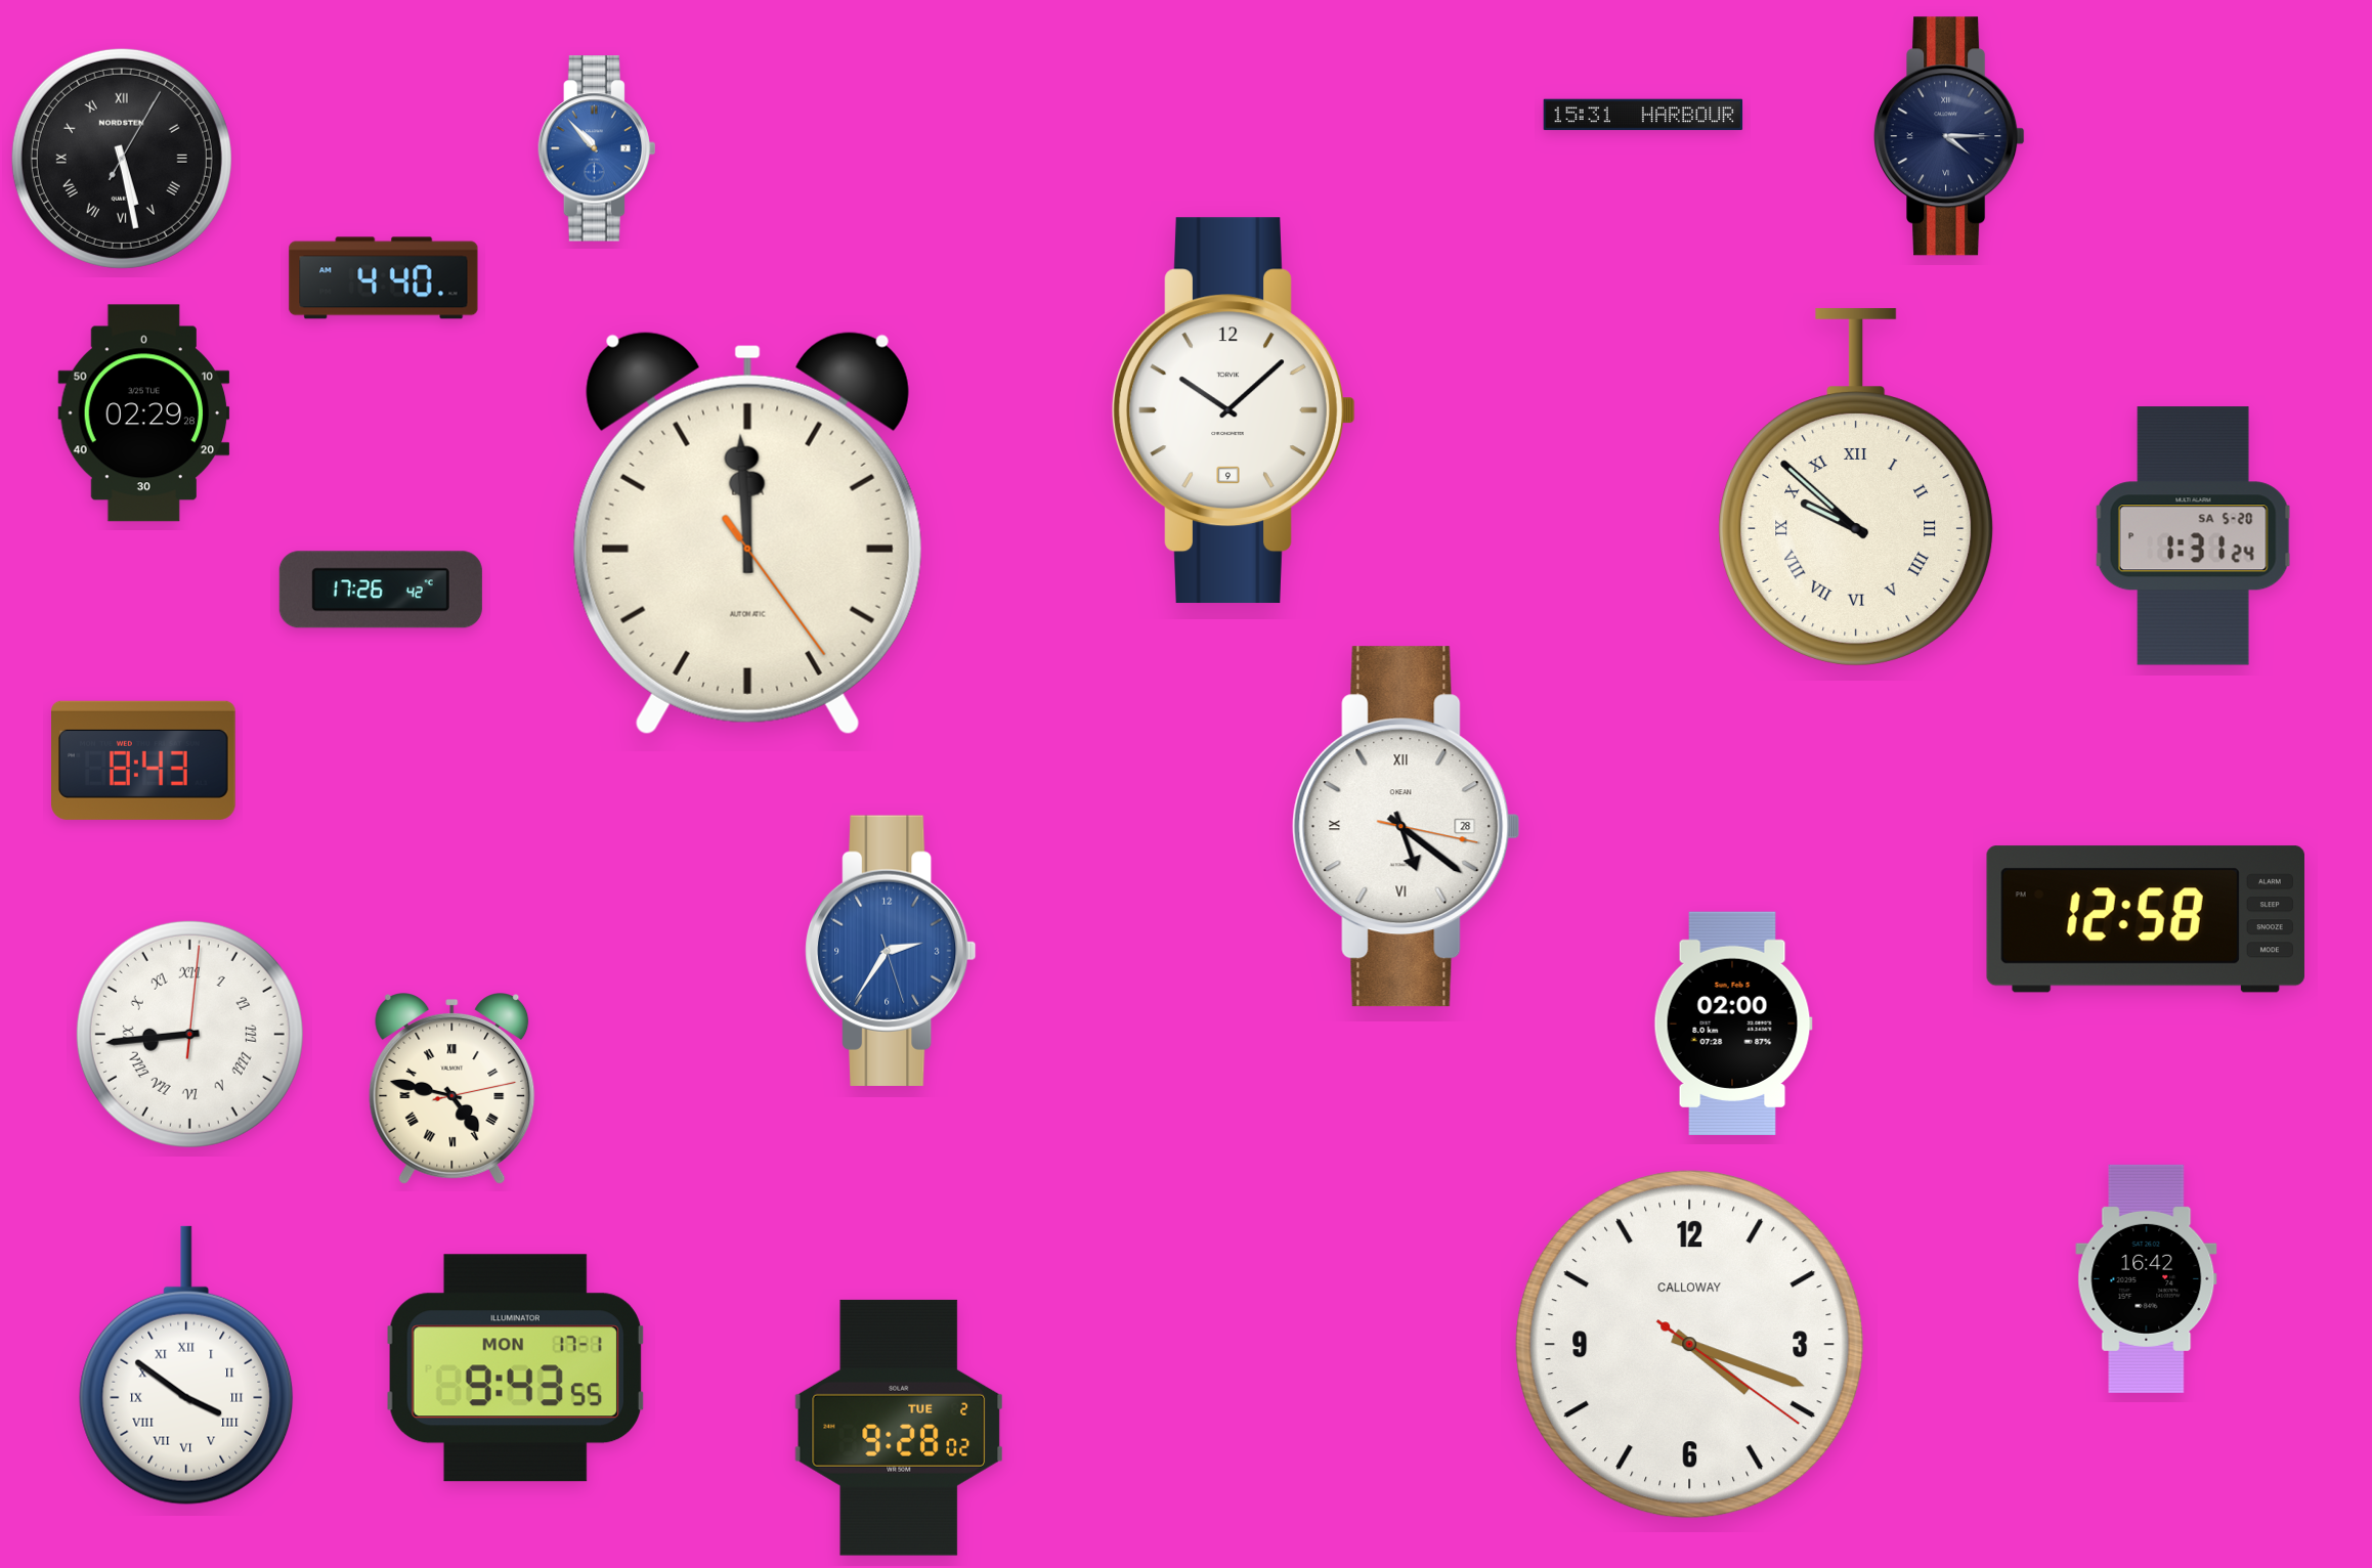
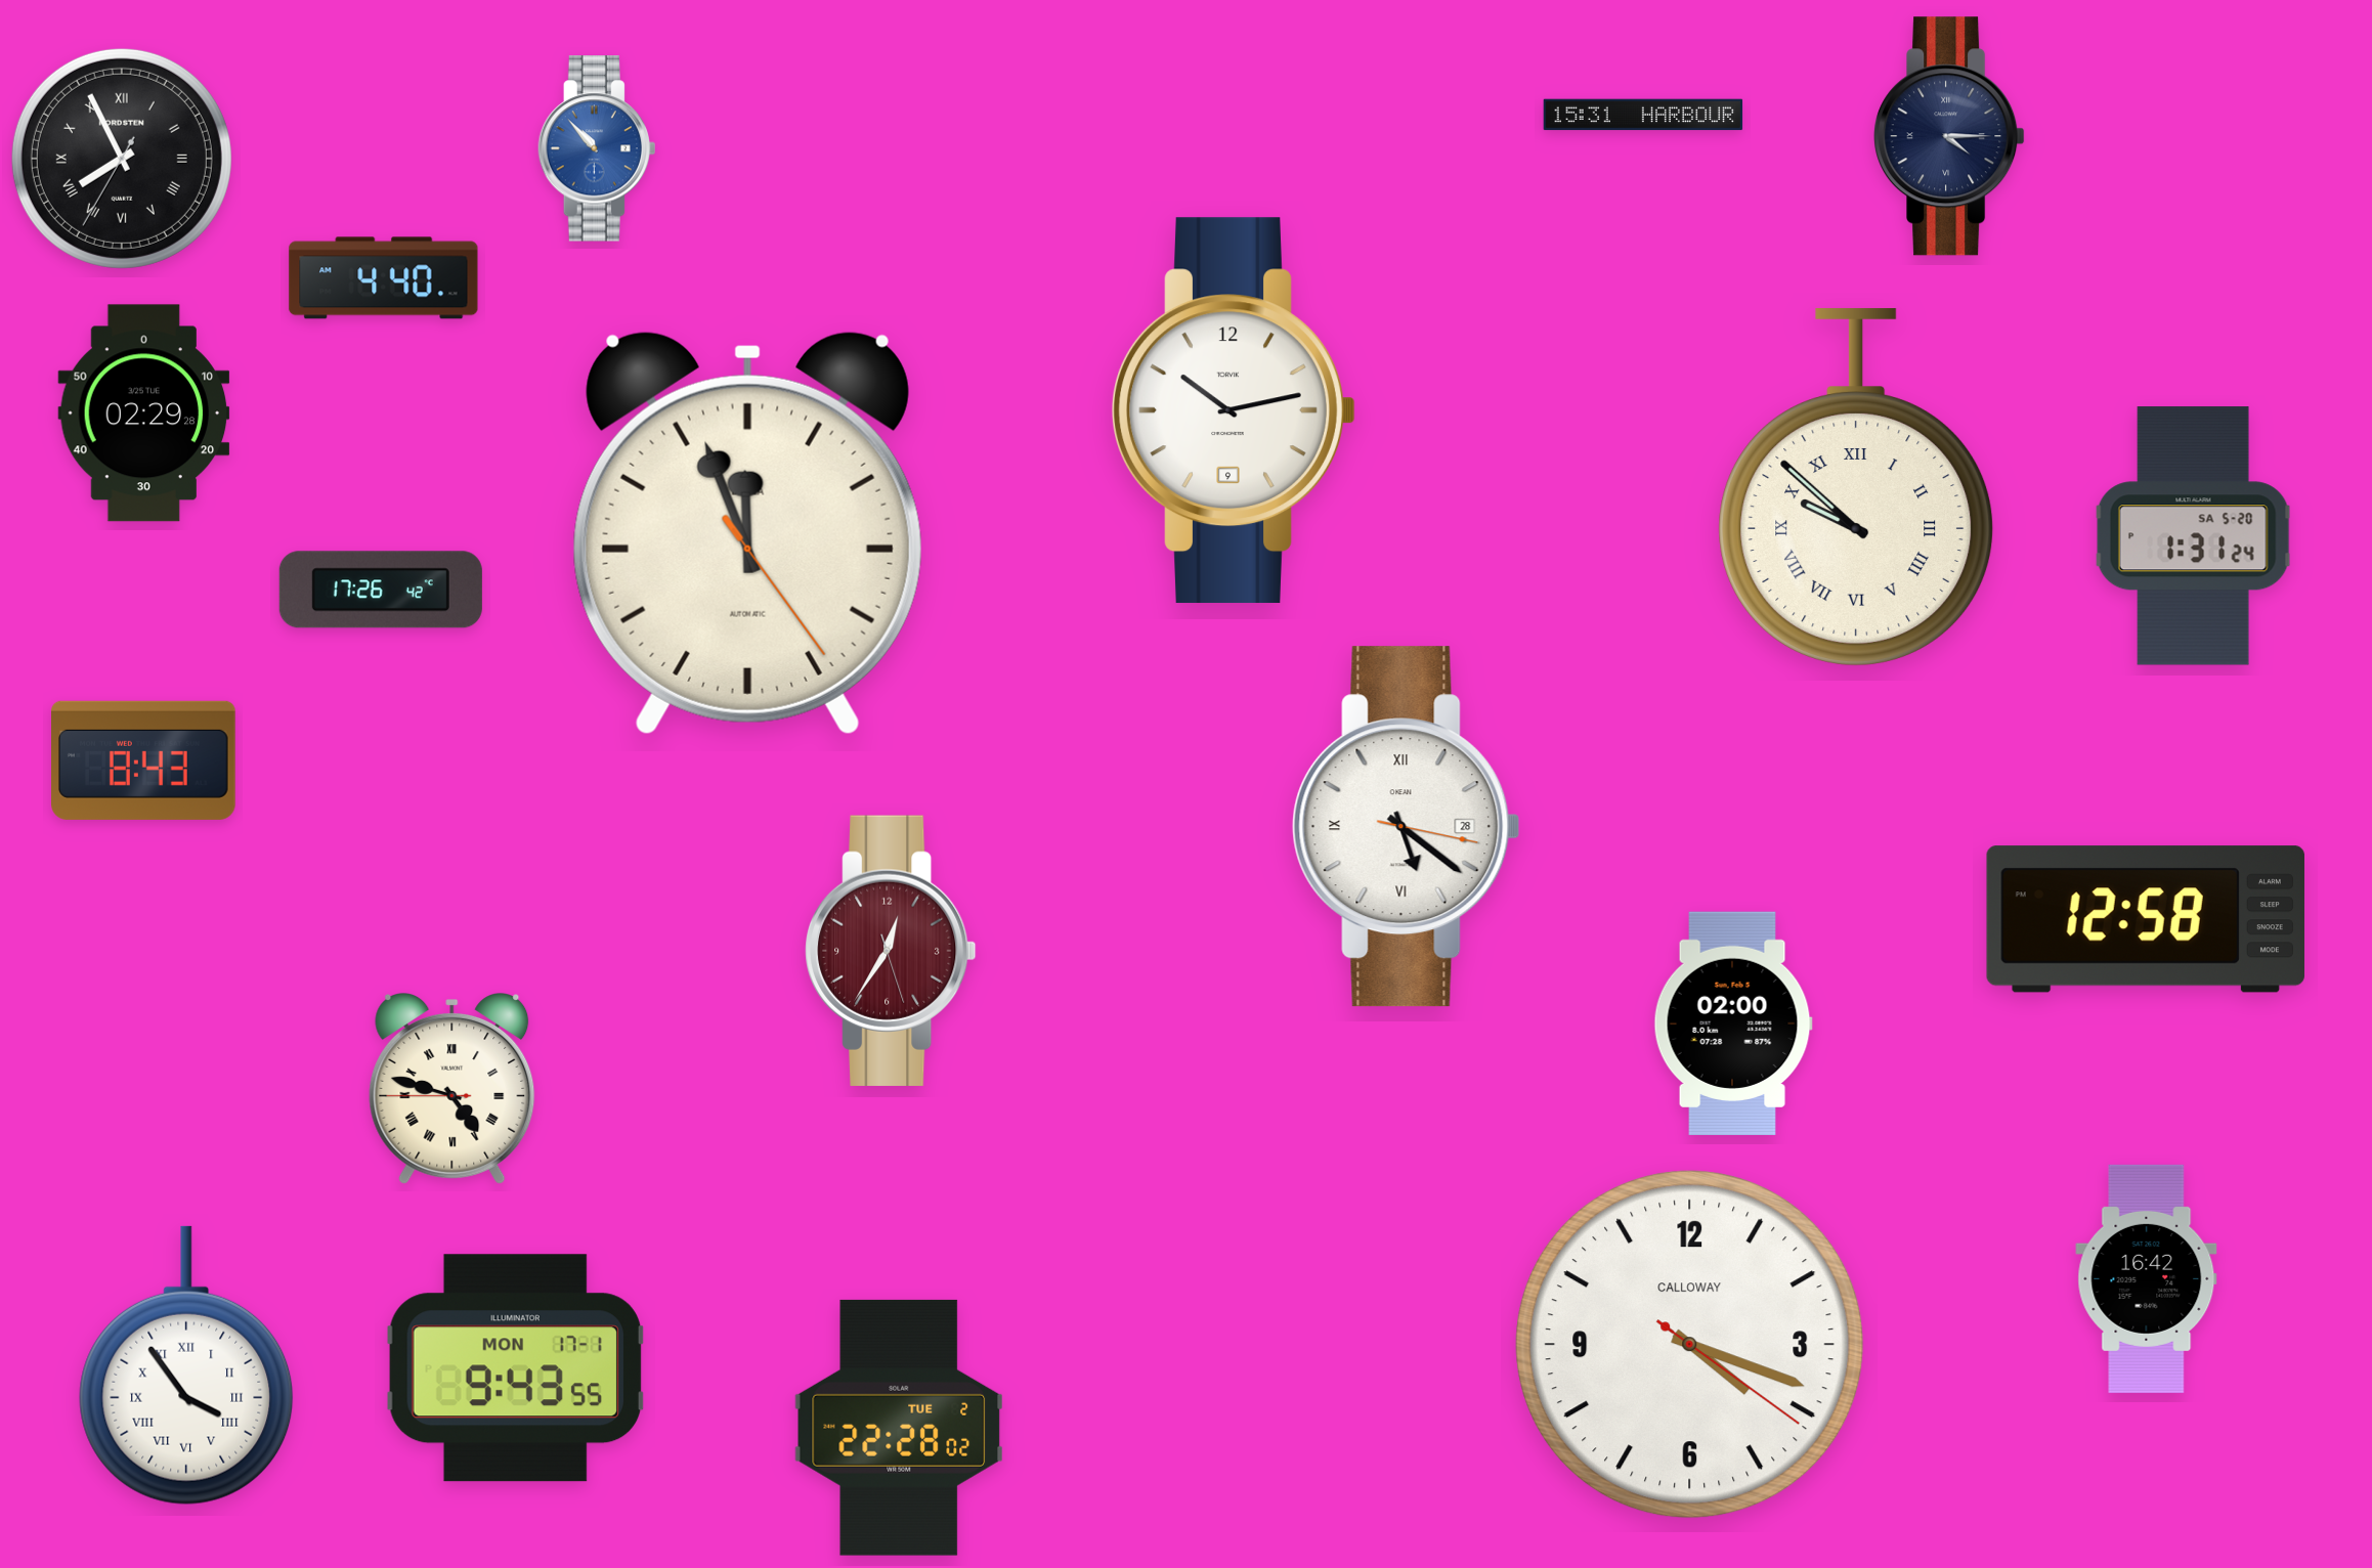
clock at (122, 159): 5:28 -> 7:55
clock at (1234, 410): 10:08 -> 10:13
clock at (747, 533): 11:59 -> 11:56
clock at (892, 951): 2:35 -> 12:35
clock at (892, 951) dial: blue -> burgundy
clock at (189, 1034): 8:44 -> none
clock at (452, 1089): 4:47:13 -> 4:47:45
clock at (186, 1365): 3:51 -> 3:54
clock at (898, 1428): 9:28 -> 22:28
